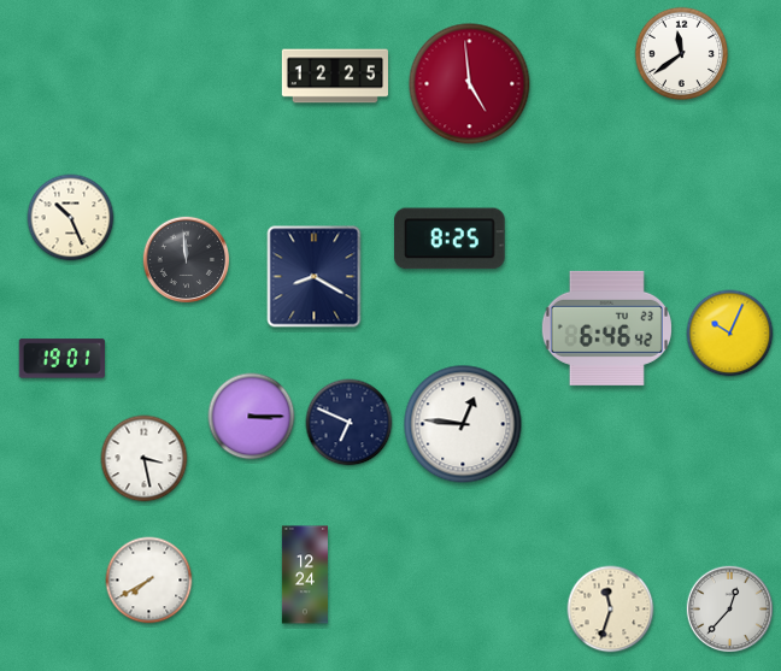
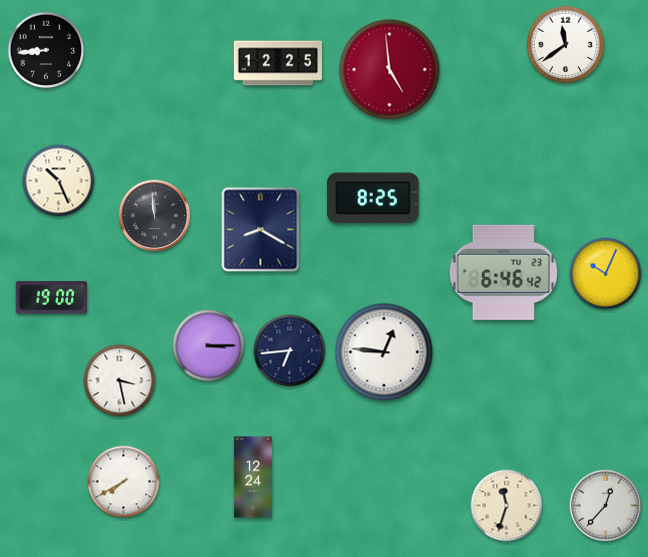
clock at (46, 50): none -> 8:44
clock at (730, 334) position: (730, 334) -> (606, 274)
clock at (61, 359): 19:01 -> 19:00
clock at (350, 423): 6:49 -> 6:44
